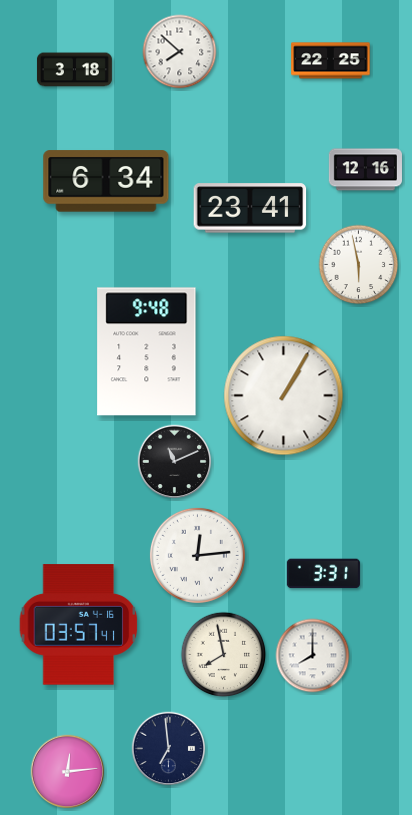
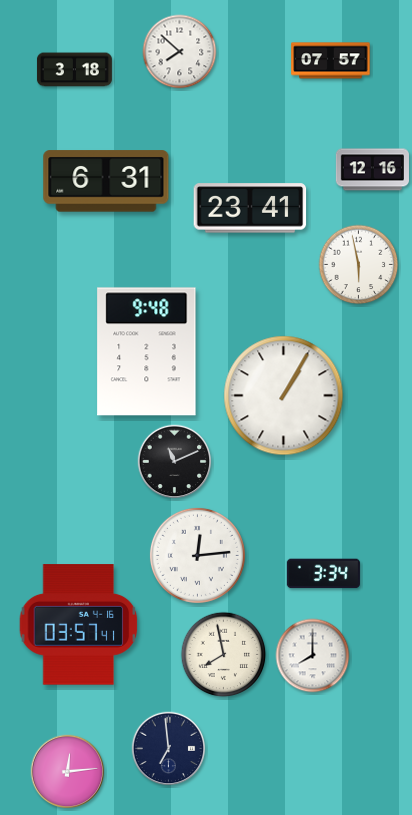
clock at (331, 61): 22:25 -> 07:57
clock at (365, 170) position: (365, 170) -> (372, 170)
clock at (106, 181): 6:34 -> 6:31
clock at (323, 574): 3:31 -> 3:34
